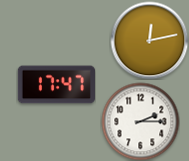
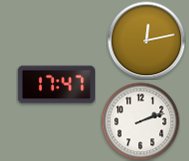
clock at (149, 40) position: (149, 40) -> (146, 40)
clock at (140, 121): 2:15 -> 2:12
